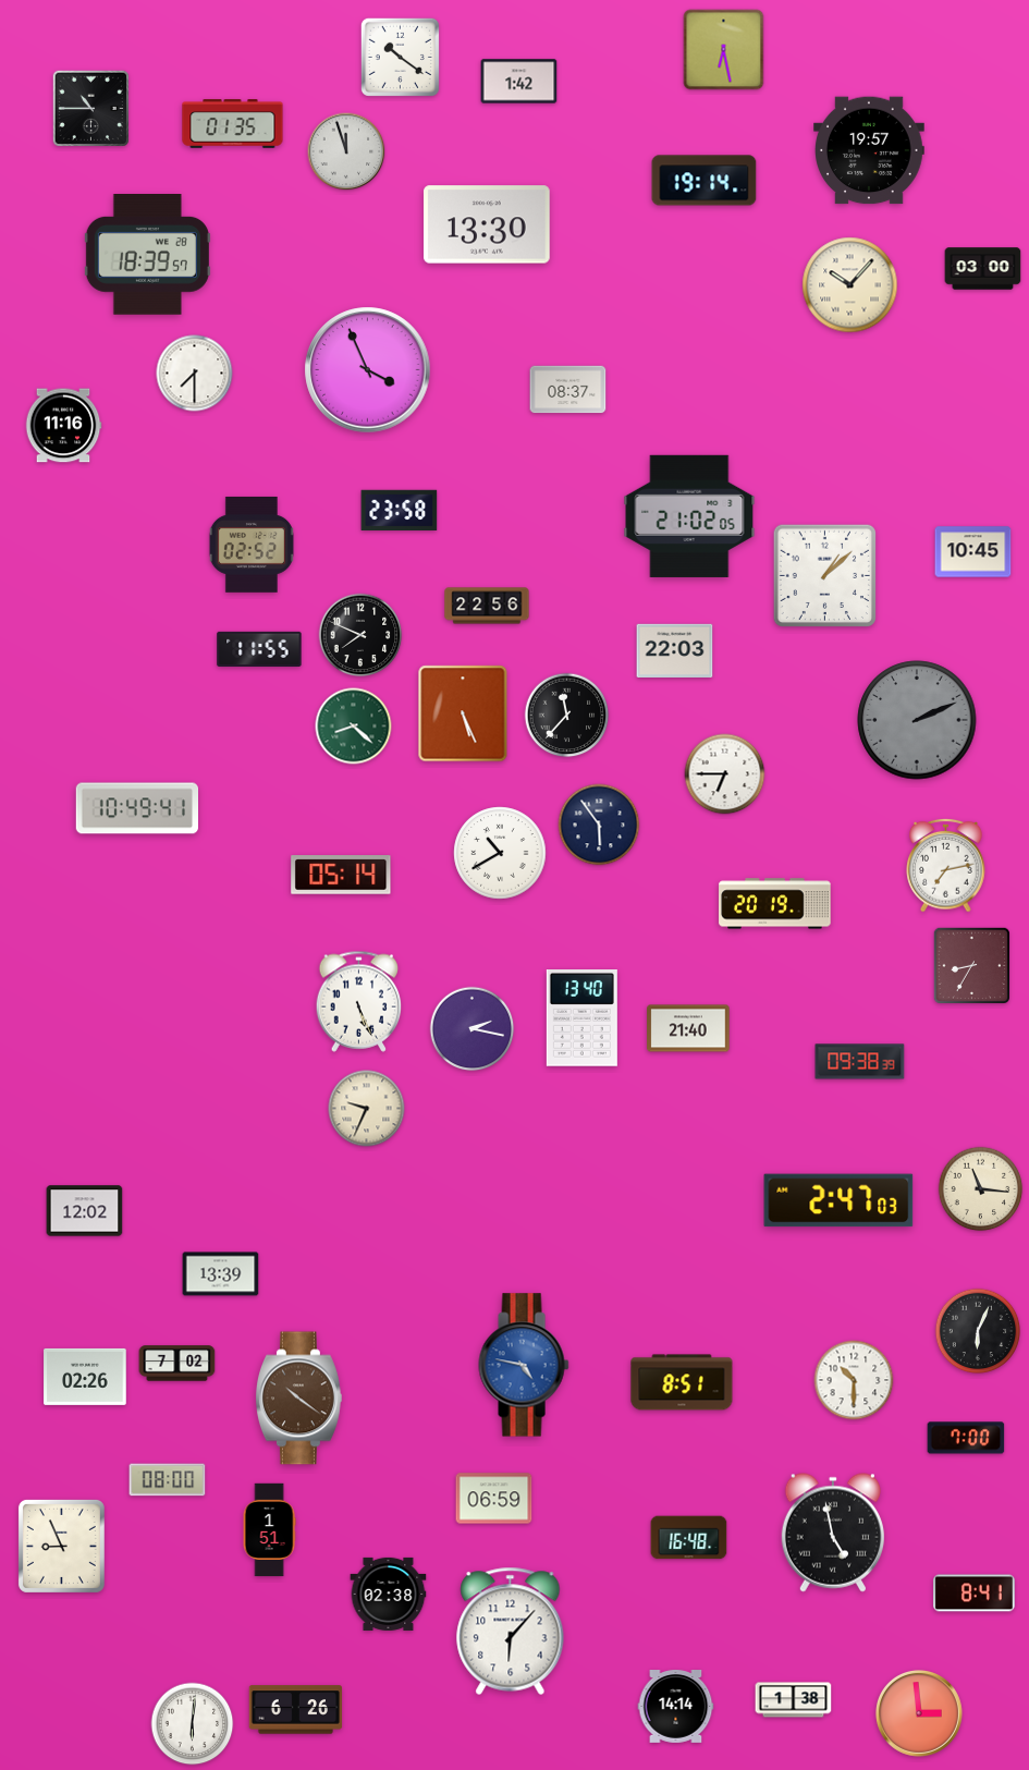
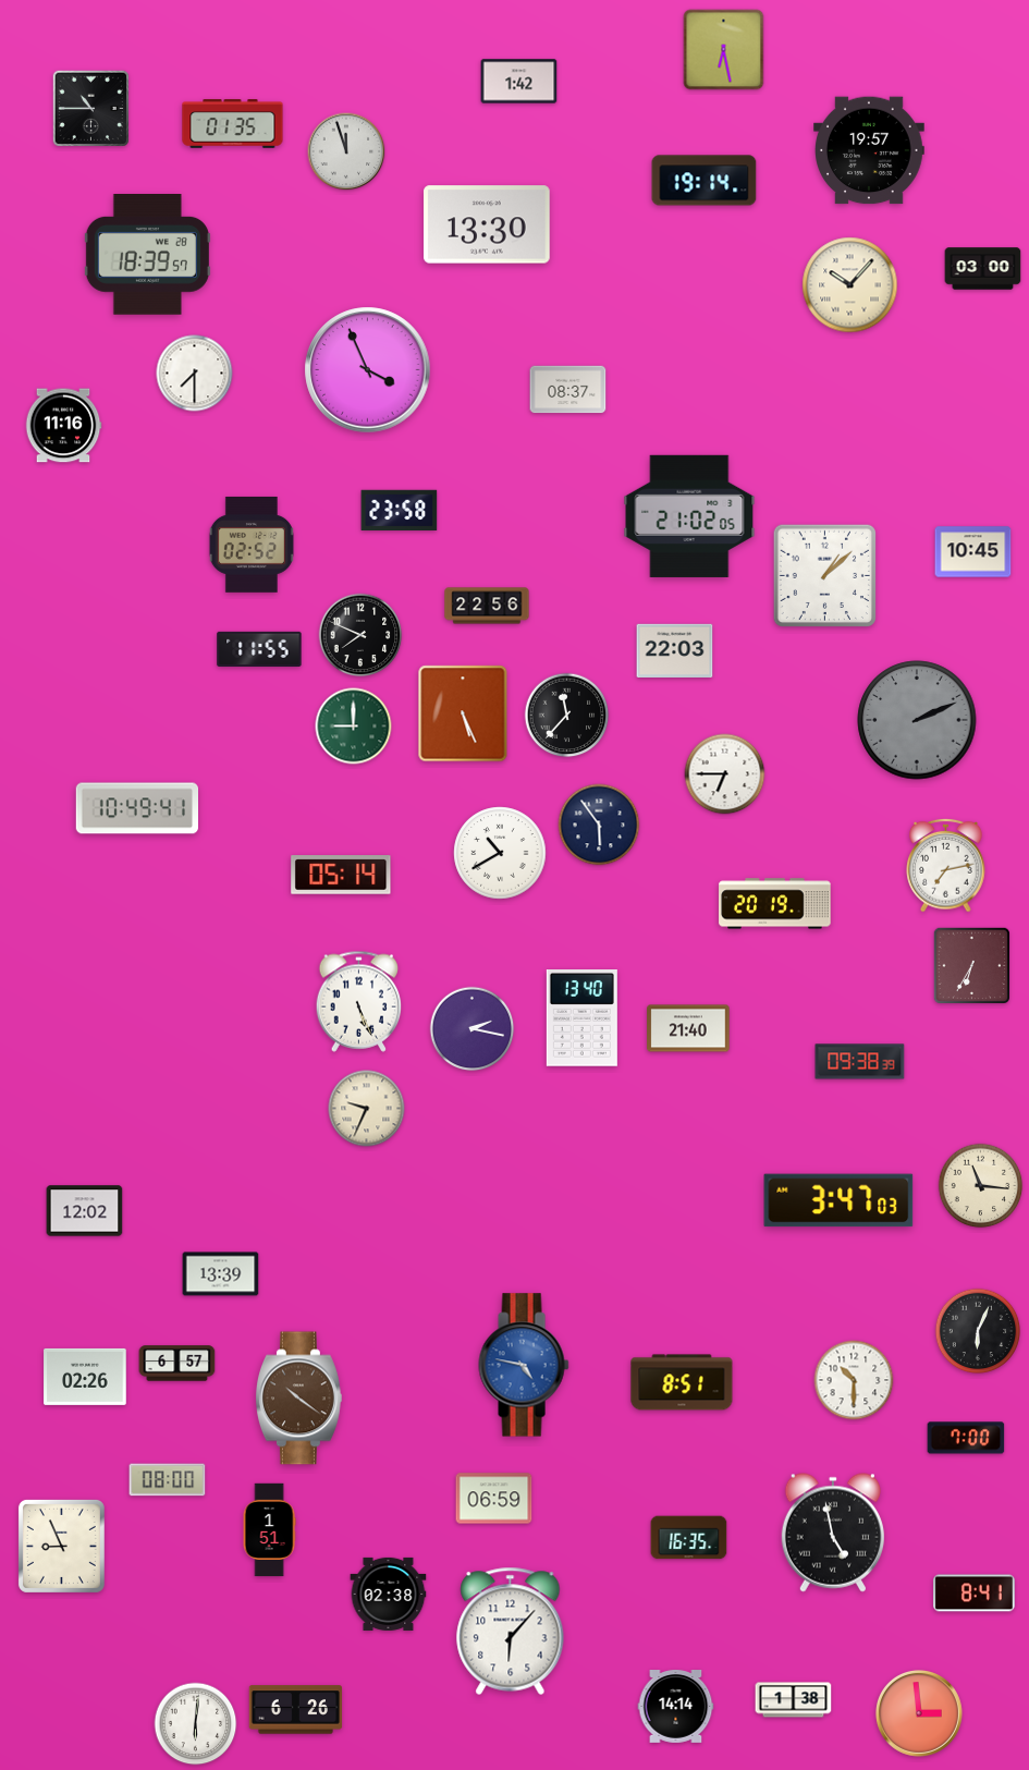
clock at (400, 57): 10:21 -> none
clock at (354, 727): 8:22 -> 9:00
clock at (971, 965): 8:35 -> 6:35
clock at (981, 1189) position: (981, 1189) -> (981, 1186)
clock at (838, 1200): 2:47 -> 3:47
clock at (177, 1364): 7:02 -> 6:57
clock at (689, 1538): 16:48 -> 16:35
clock at (193, 1724) position: (193, 1724) -> (196, 1724)
